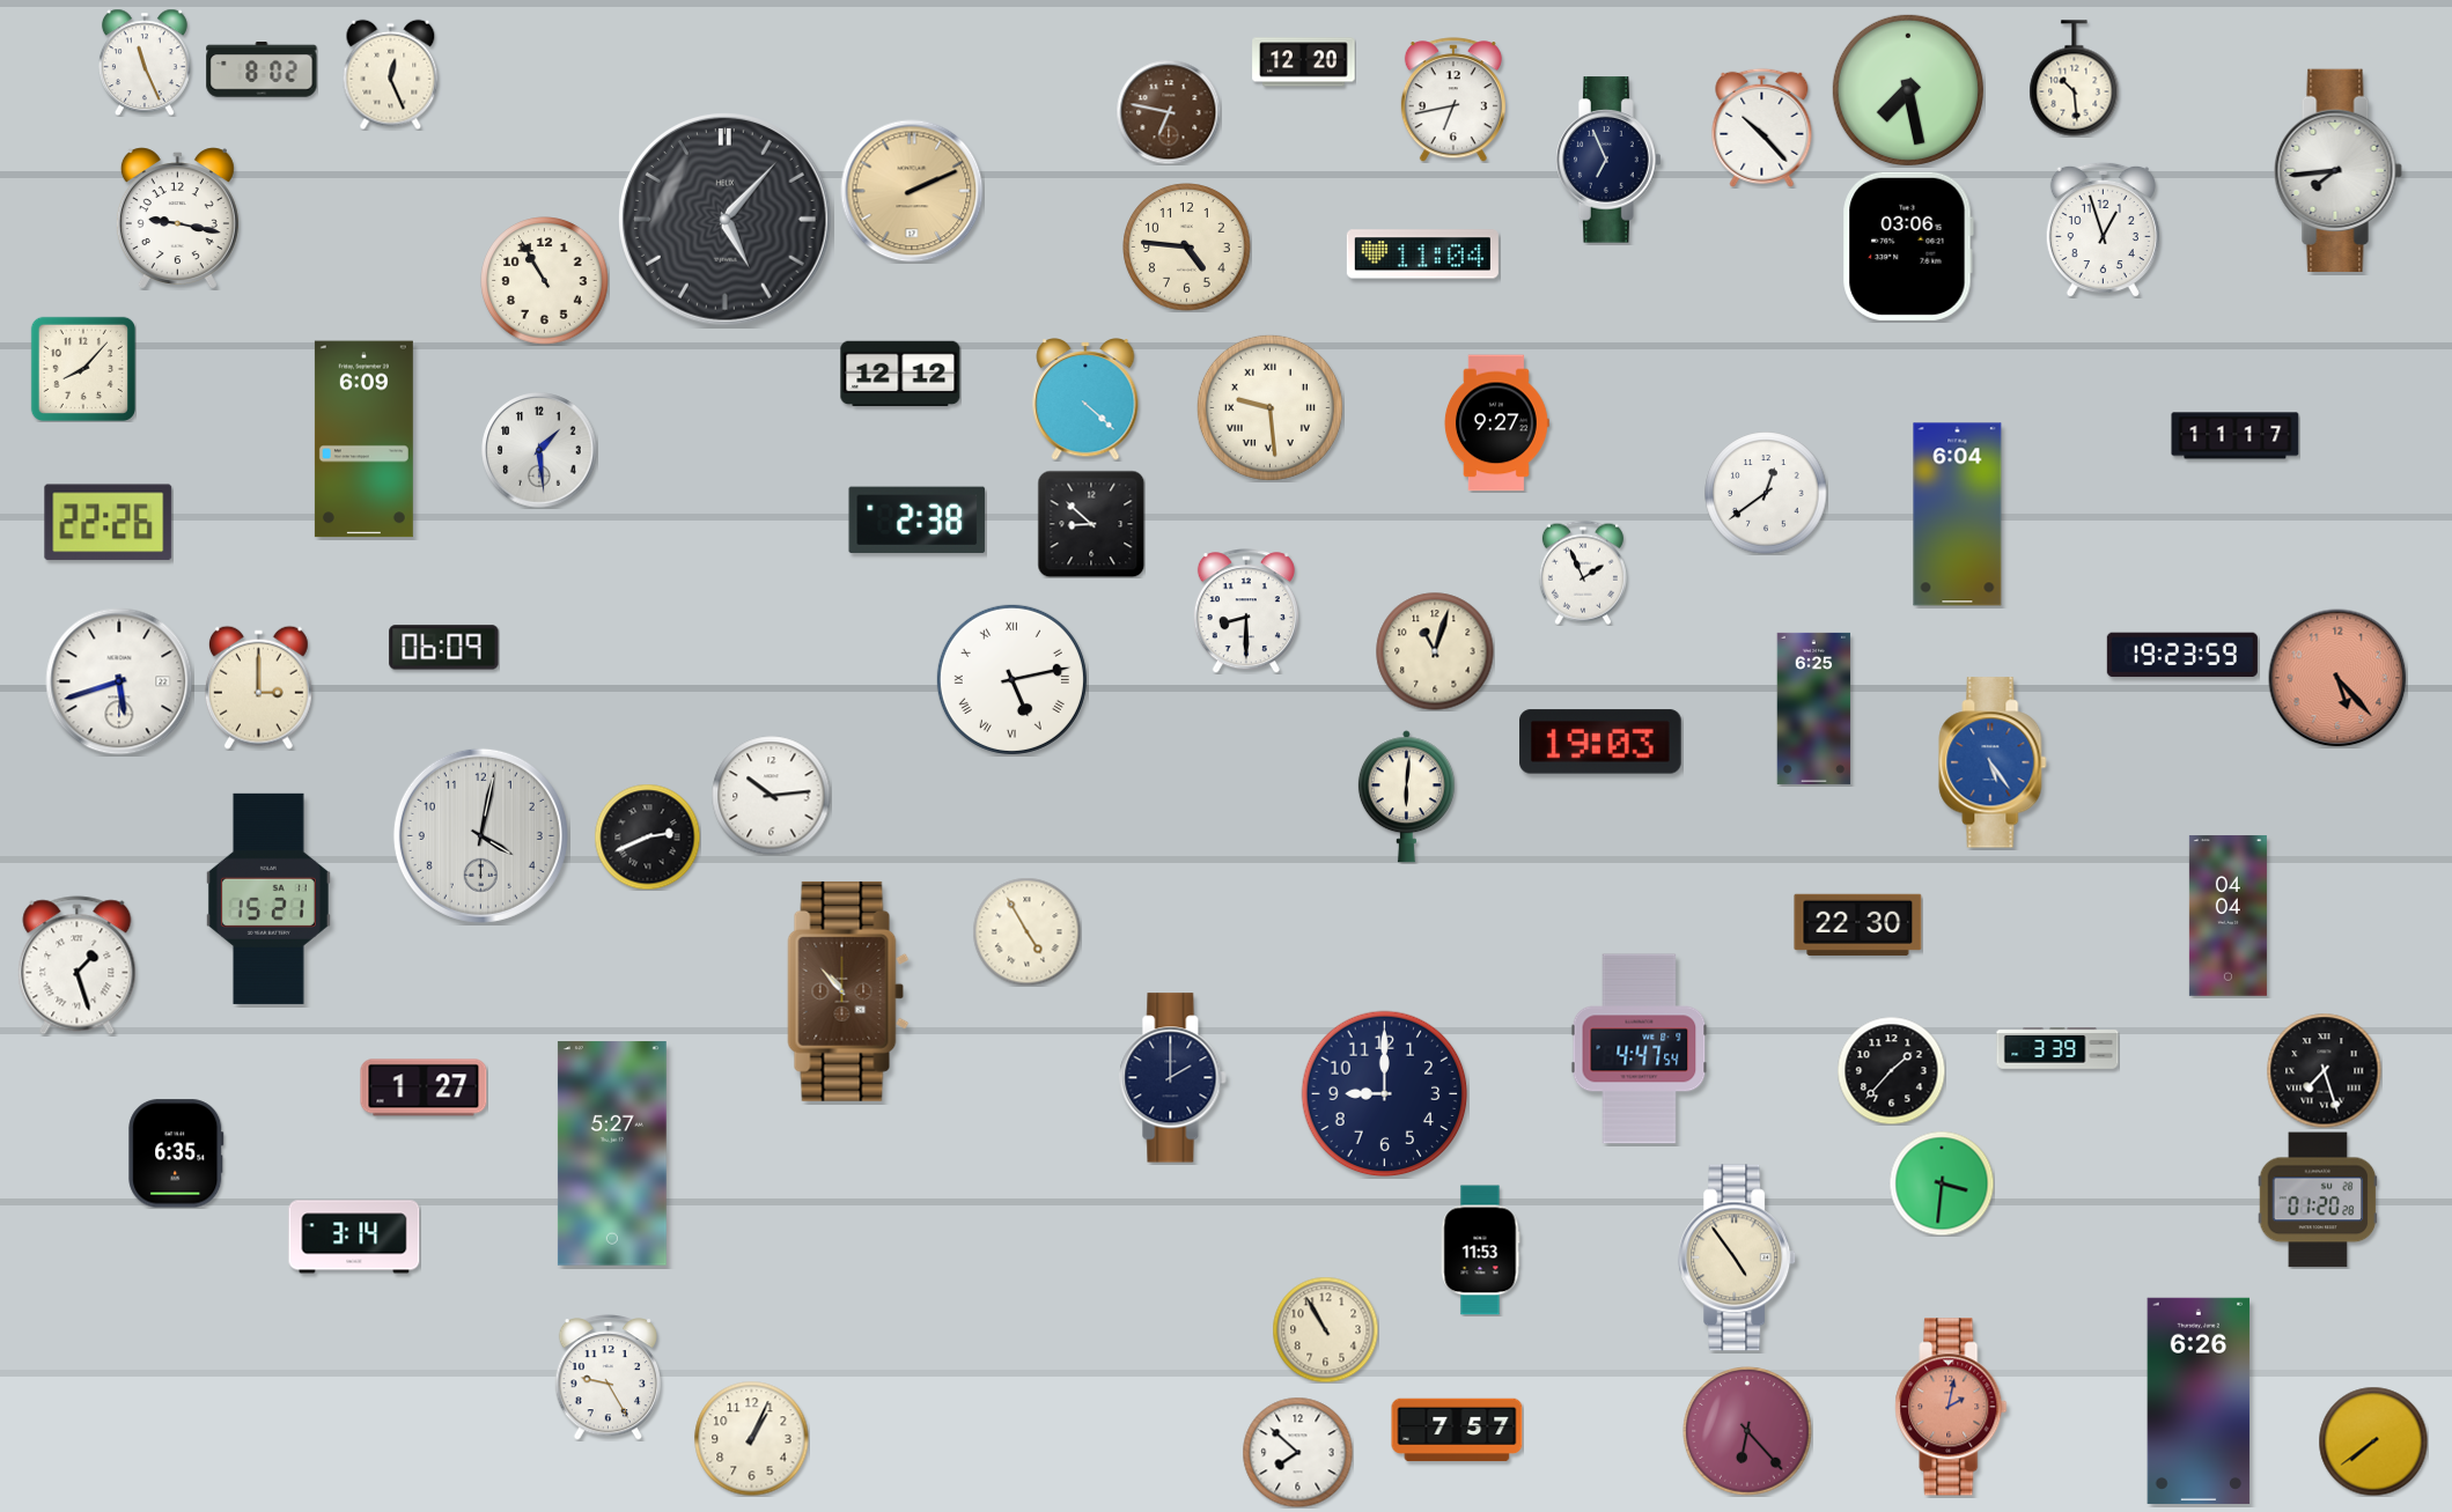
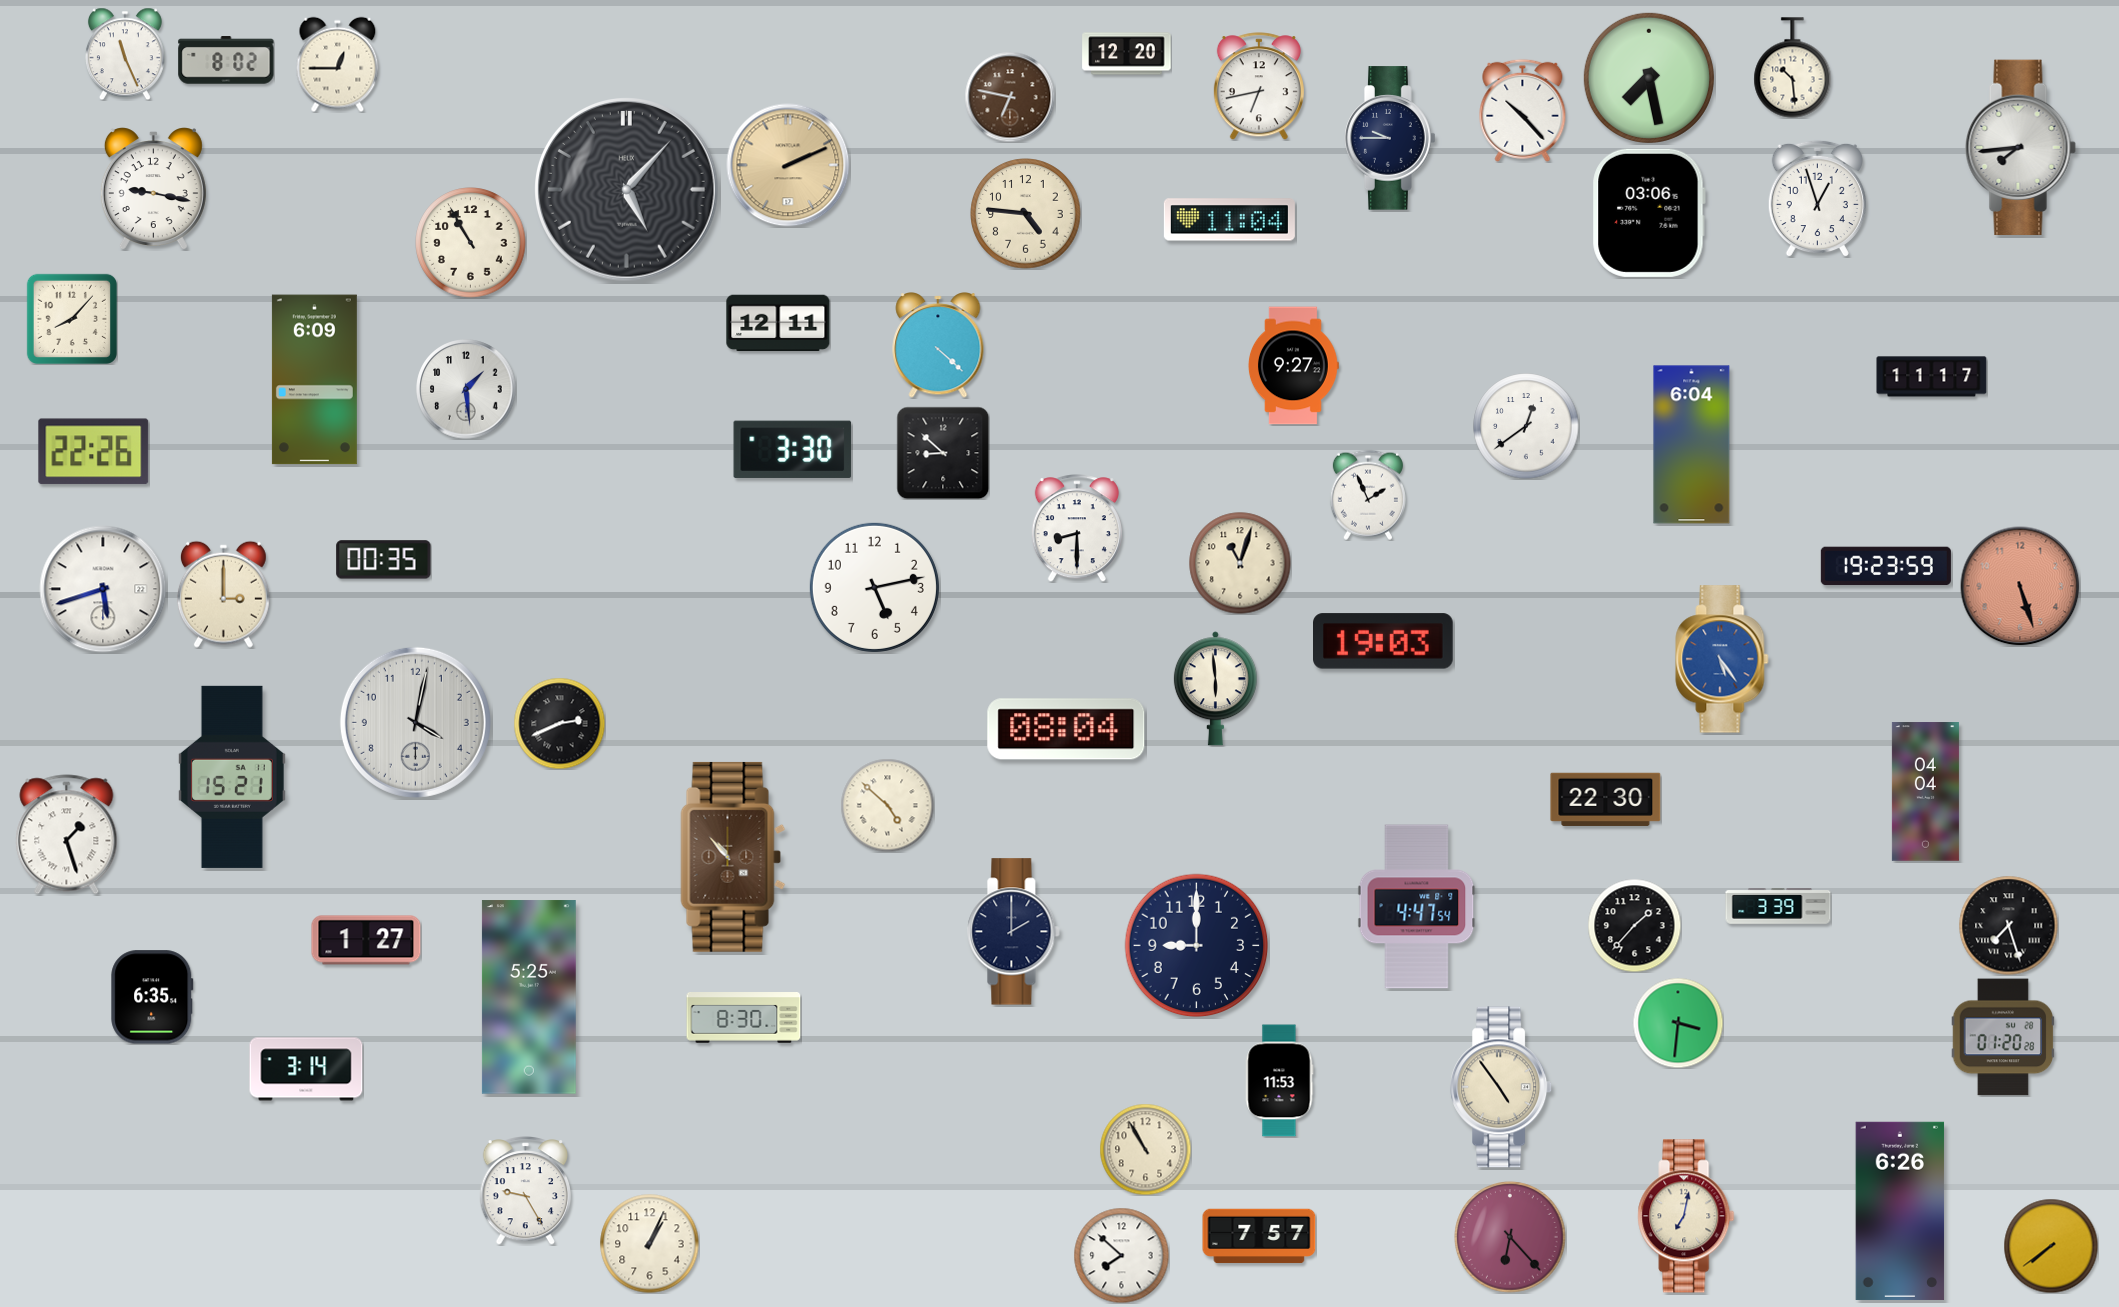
clock at (391, 74): 12:26 -> 12:45
clock at (1453, 99) position: (1453, 99) -> (1259, 86)
clock at (1608, 160): 6:56 -> 9:45
clock at (900, 374): 12:12 -> 12:11
clock at (1269, 407): 9:29 -> none
clock at (918, 519): 2:38 -> 3:30
clock at (444, 648): 06:09 -> 00:35
clock at (2337, 678): 5:23 -> 5:27
clock at (1011, 679) numerals: Roman -> Arabic
clock at (1814, 708): 6:25 -> none
clock at (772, 796): 10:14 -> none
clock at (1406, 797): 6:01 -> 5:59
clock at (1066, 729): none -> 08:04
clock at (1026, 931): 4:55 -> 4:52
clock at (612, 1153): 5:27 -> 5:25
clock at (744, 1018): none -> 8:30
clock at (1951, 1407): 2:02 -> 7:02
clock at (1951, 1407) dial: salmon -> cream
